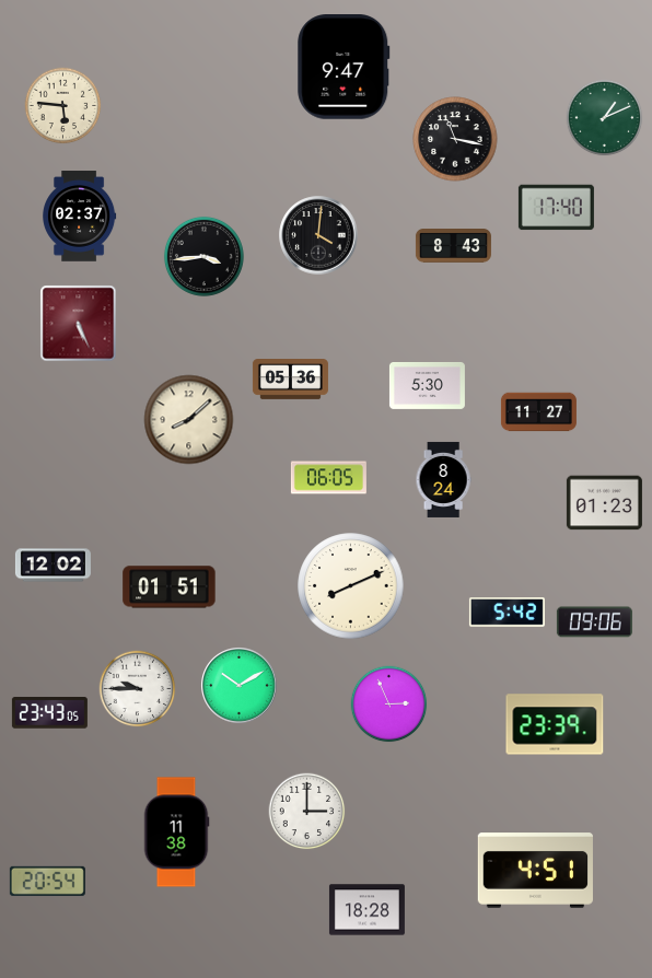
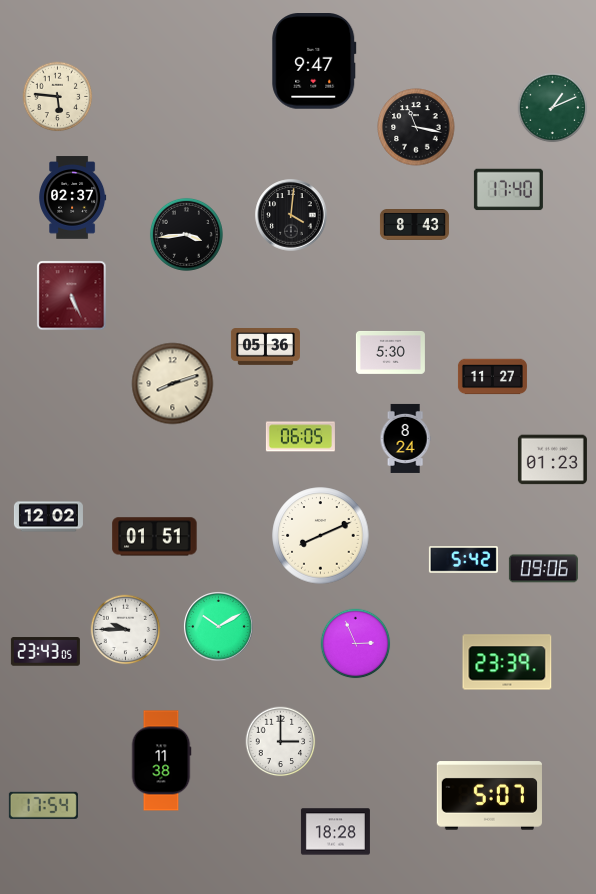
clock at (189, 420): 8:08 -> 8:12
clock at (535, 871): 4:51 -> 5:07
clock at (47, 881): 20:54 -> 17:54
